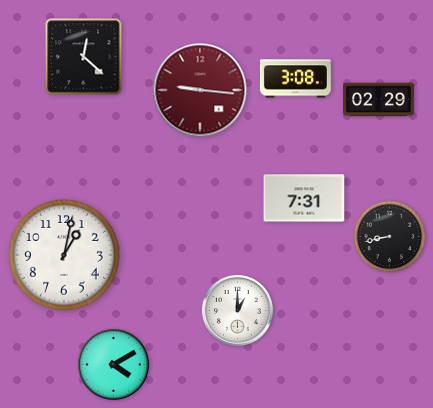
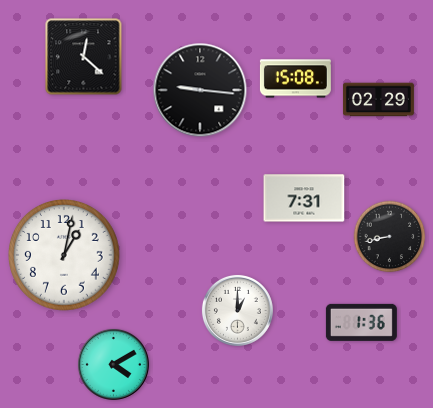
clock at (295, 79): 3:08 -> 15:08
clock at (200, 90) dial: burgundy -> black
clock at (361, 322): none -> 1:36
